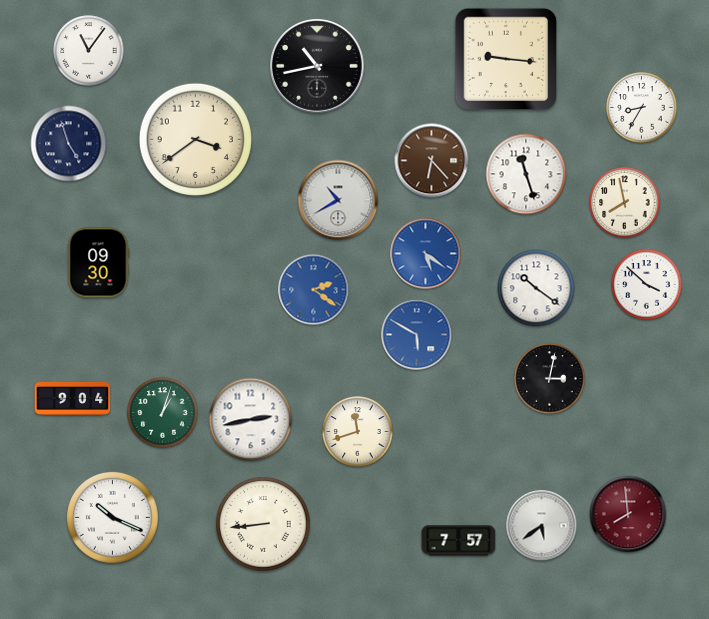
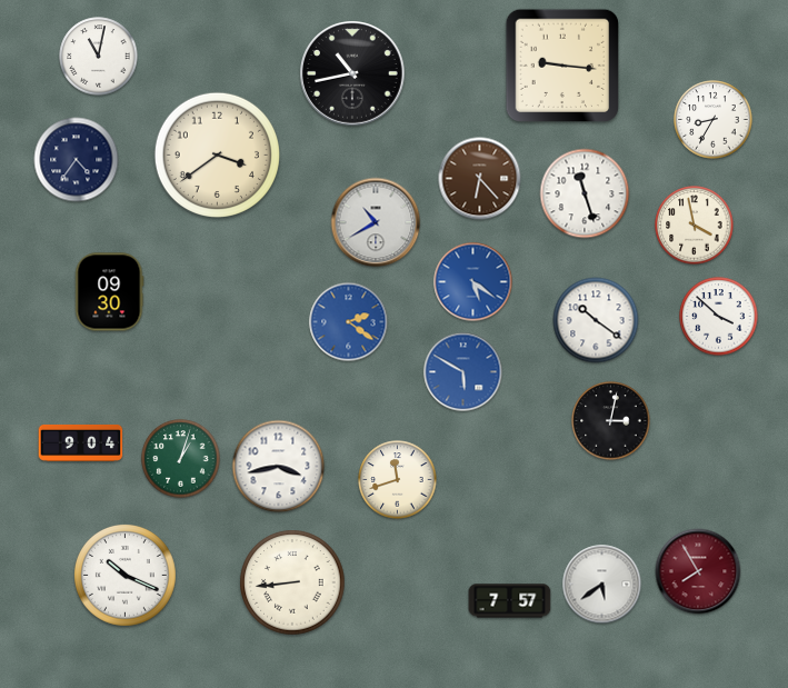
clock at (89, 51): 11:06 -> 11:02
clock at (69, 144): 4:57 -> 4:36
clock at (625, 203): 7:58 -> 3:58
clock at (251, 420): 2:43 -> 3:43
clock at (628, 514): 7:59 -> 7:55
